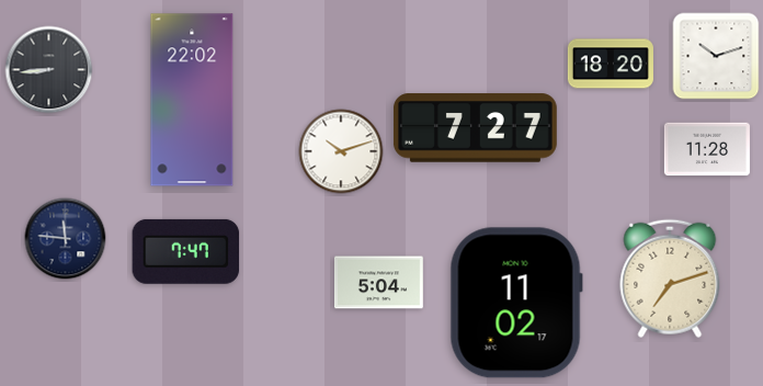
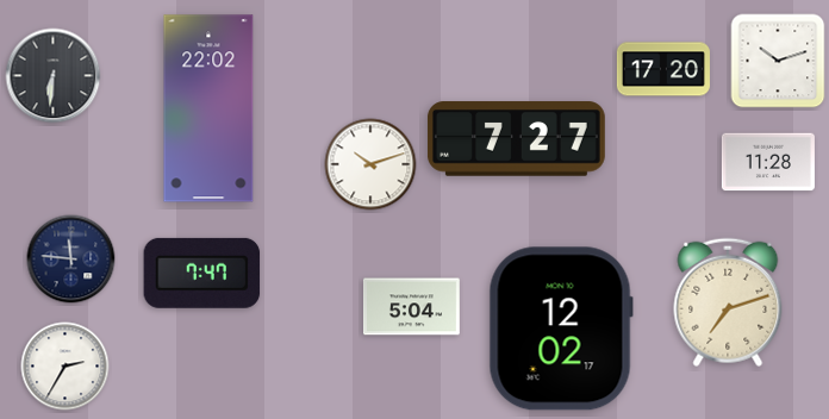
clock at (611, 64): 18:20 -> 17:20
clock at (49, 70): 8:44 -> 6:31
clock at (516, 303): 11:02 -> 12:02
clock at (66, 367): none -> 2:35
